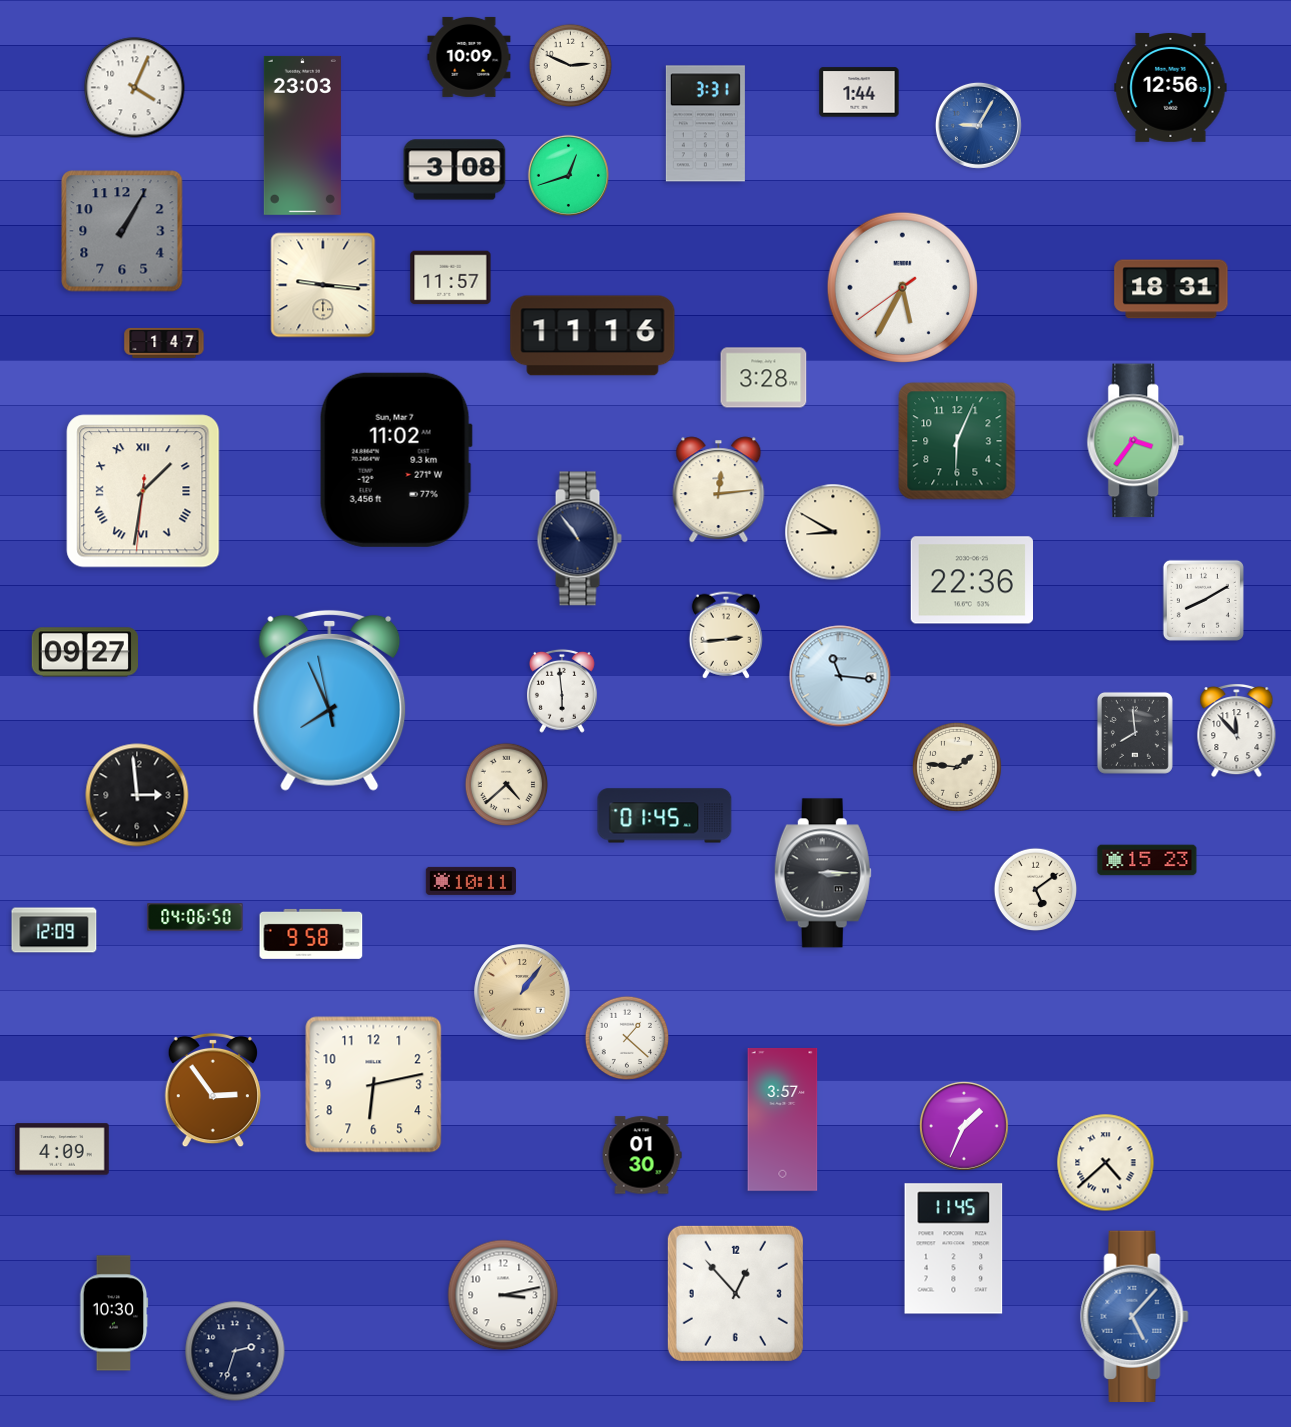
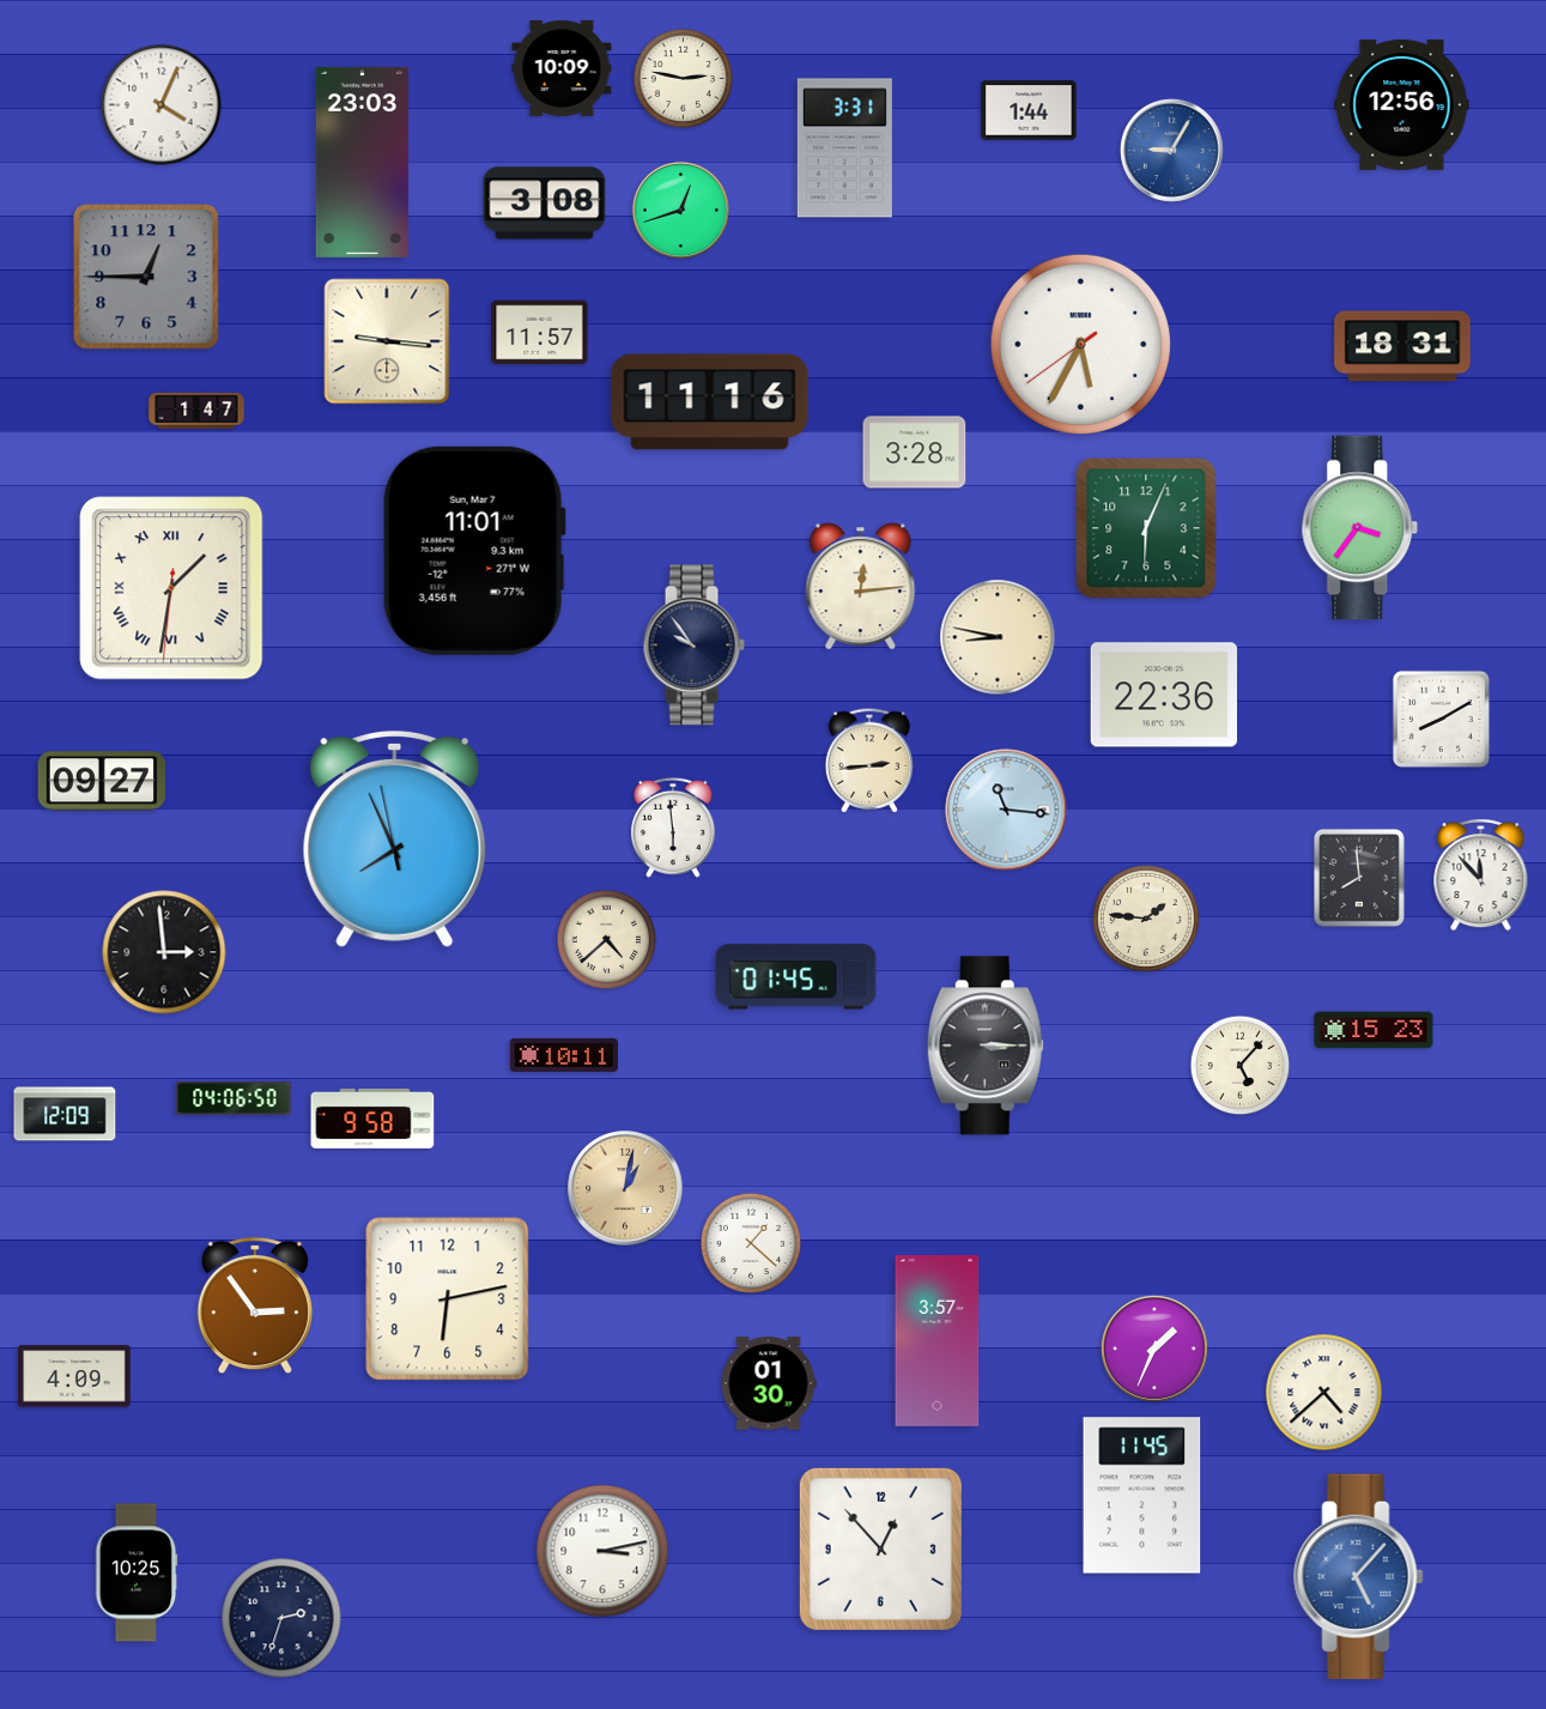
clock at (571, 66): 2:49 -> 2:47
clock at (122, 231): 1:05 -> 12:45
clock at (396, 460): 11:02 -> 11:01
clock at (833, 532): 8:50 -> 8:47
clock at (579, 539): 10:54 -> 9:54
clock at (1036, 890): 5:09 -> 5:07
clock at (522, 992): 1:06 -> 1:02
clock at (114, 1313): 10:30 -> 10:25
